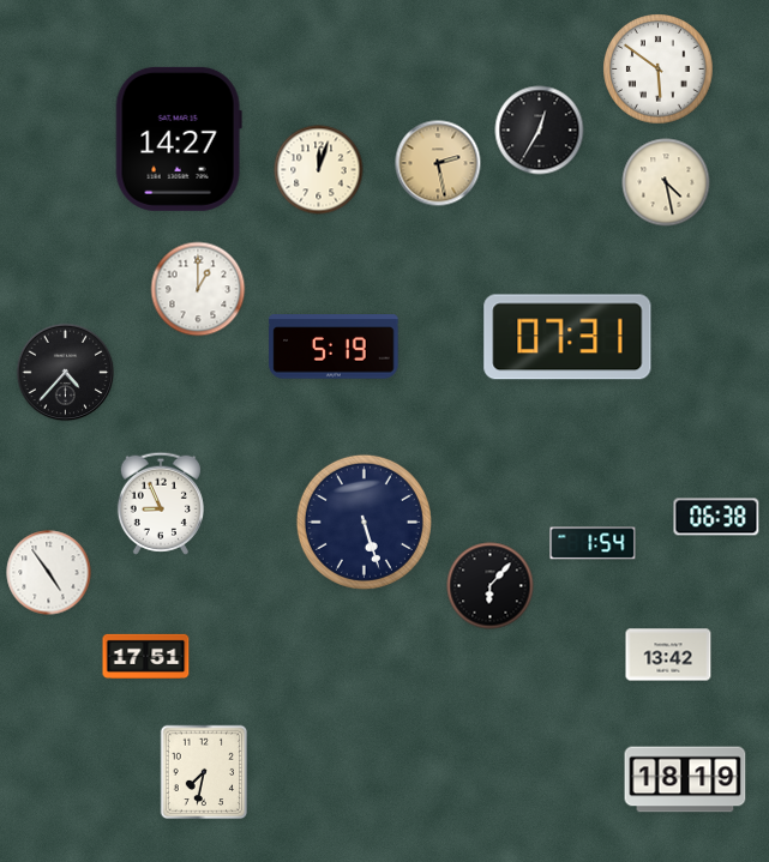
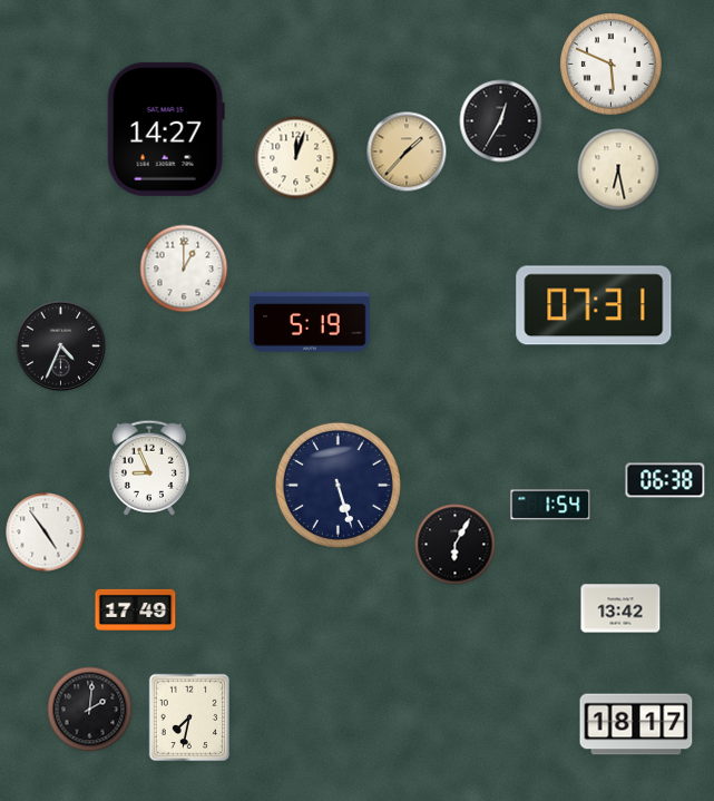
clock at (659, 70): 5:51 -> 5:49
clock at (438, 163): 2:28 -> 1:37
clock at (666, 182): 4:28 -> 6:28
clock at (567, 337) position: (567, 337) -> (594, 305)
clock at (66, 373): 4:37 -> 4:34
clock at (491, 586): 6:07 -> 6:05
clock at (146, 656): 17:51 -> 17:49
clock at (90, 710): none -> 2:01
clock at (685, 779): 18:19 -> 18:17
